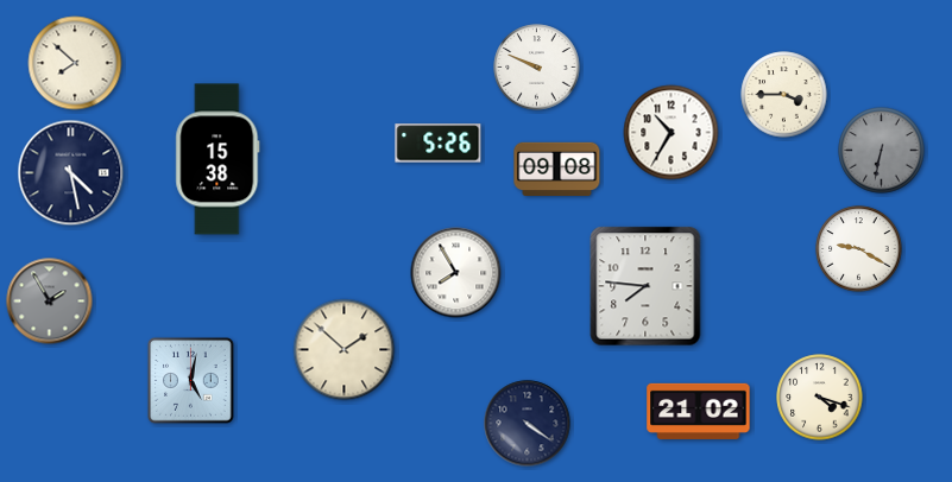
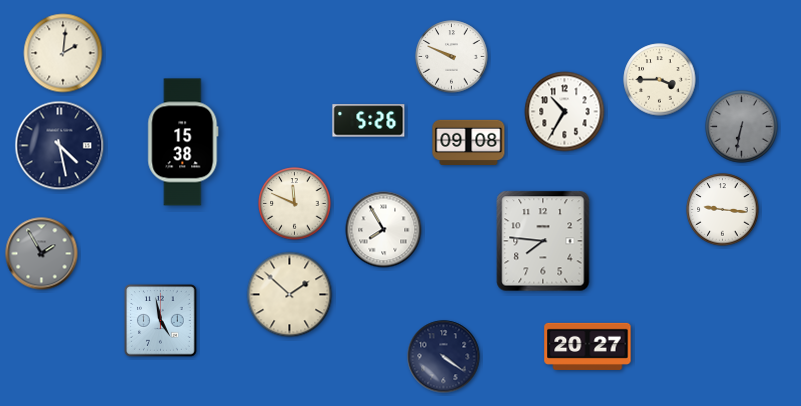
clock at (75, 63): 7:52 -> 2:01
clock at (217, 159) position: (217, 159) -> (183, 142)
clock at (295, 204): none -> 11:49
clock at (859, 249): 9:20 -> 9:16
clock at (191, 381): 5:02 -> 4:58
clock at (820, 398): 4:18 -> none
clock at (699, 411): 21:02 -> 20:27
